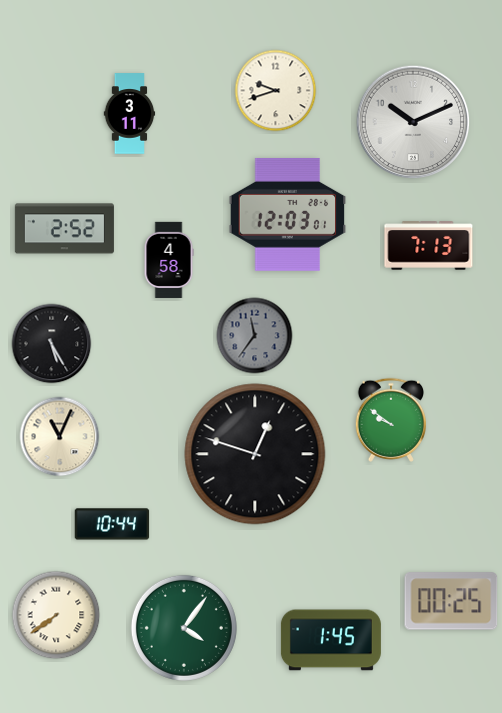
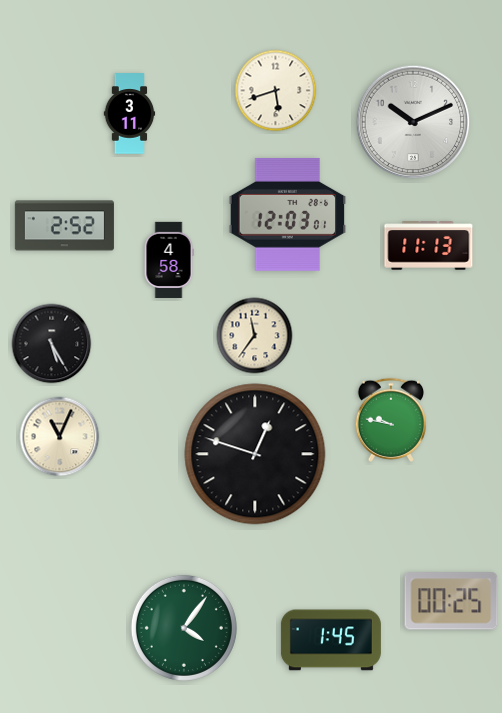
clock at (276, 91): 9:42 -> 5:42
clock at (64, 229) position: (64, 229) -> (64, 226)
clock at (429, 246): 7:13 -> 11:13
clock at (255, 336) dial: grey -> cream
clock at (390, 420): 9:51 -> 9:47
clock at (112, 524): 10:44 -> none
clock at (56, 615): 7:39 -> none
